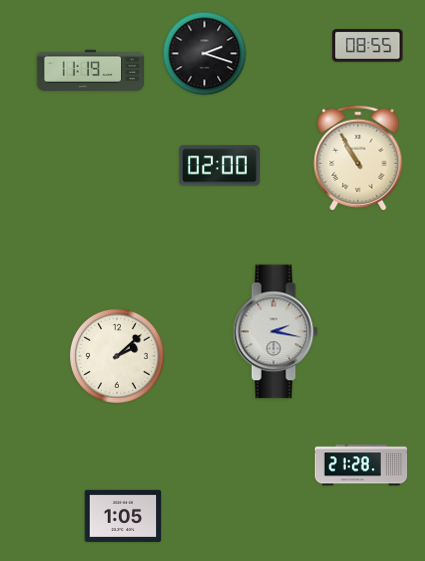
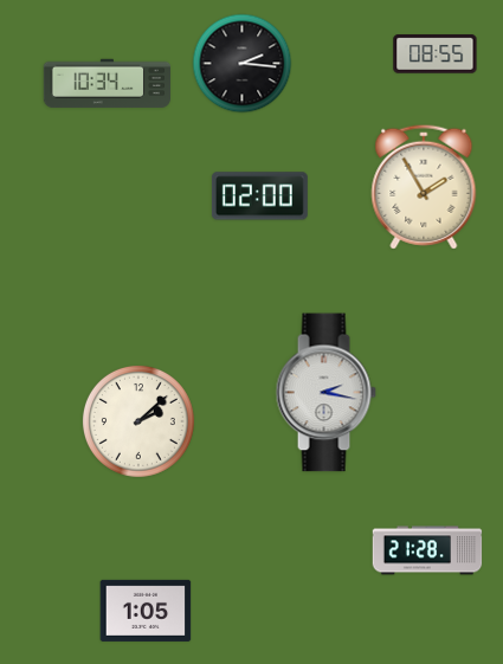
clock at (205, 54): 2:18 -> 2:16
clock at (90, 71): 11:19 -> 10:34
clock at (358, 158): 10:55 -> 1:55
